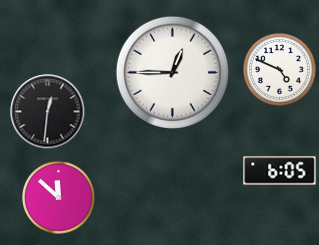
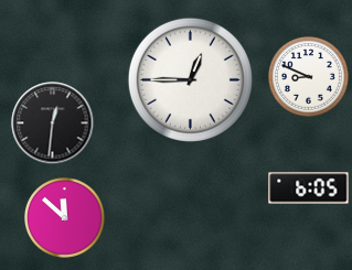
clock at (280, 70): 4:49 -> 8:49
